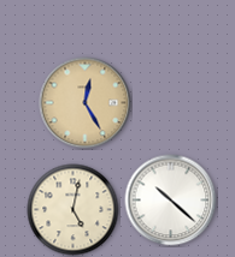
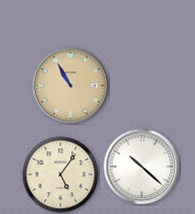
clock at (86, 103): 12:25 -> 10:55
clock at (74, 210): 5:02 -> 5:06
